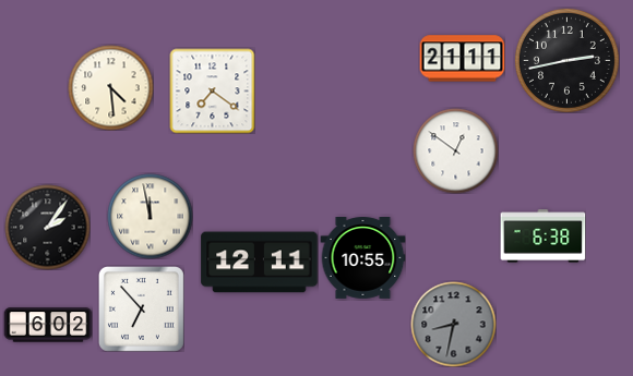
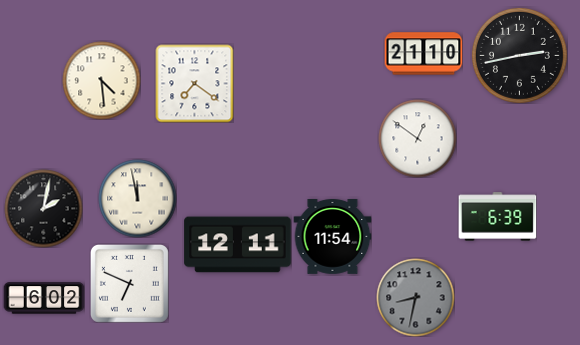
clock at (462, 59): 21:11 -> 21:10
clock at (47, 227): 2:06 -> 2:02
clock at (542, 236): 6:38 -> 6:39
clock at (362, 258): 10:55 -> 11:54
clock at (260, 263) position: (260, 263) -> (238, 245)
clock at (141, 308): 6:53 -> 6:49
